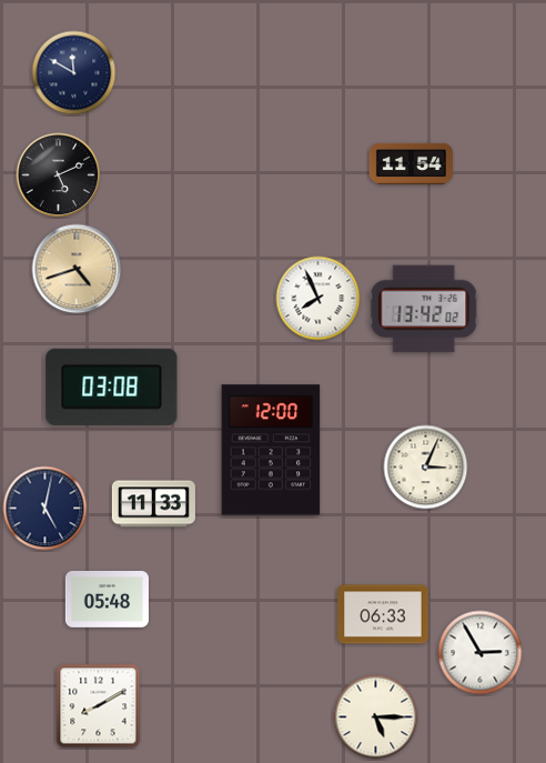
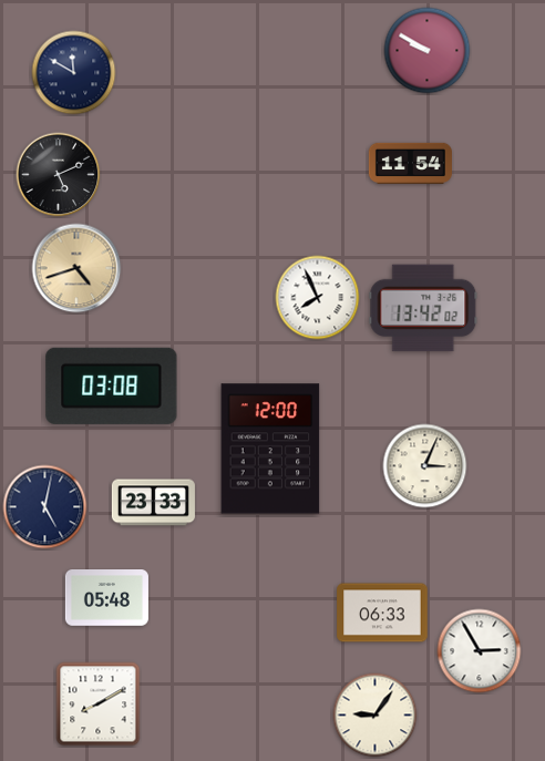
clock at (428, 51): none -> 9:50
clock at (153, 504): 11:33 -> 23:33
clock at (376, 717): 5:15 -> 9:06
